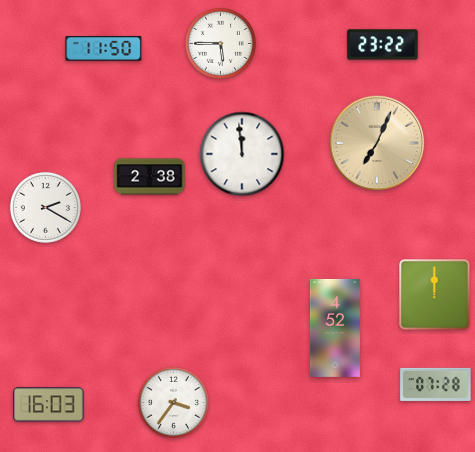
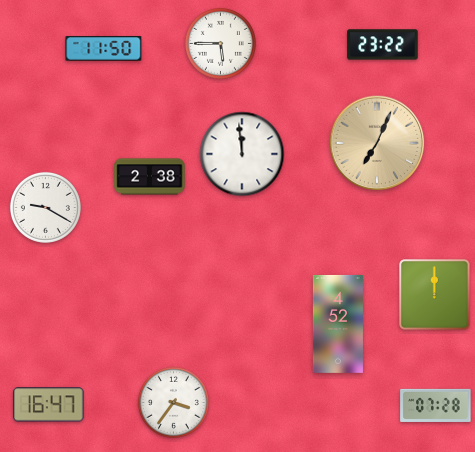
clock at (45, 207): 2:20 -> 9:20
clock at (335, 328) position: (335, 328) -> (338, 324)
clock at (436, 384) position: (436, 384) -> (436, 405)
clock at (49, 405): 16:03 -> 16:47
